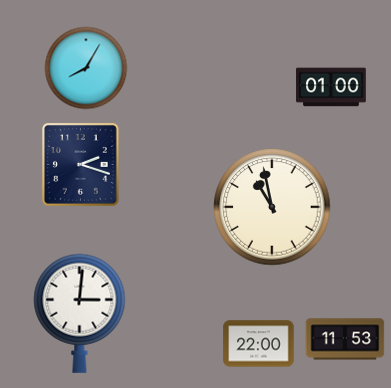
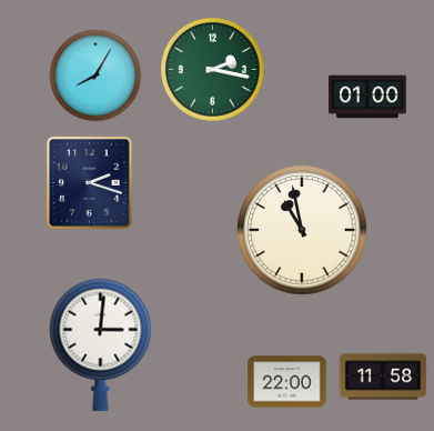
clock at (213, 70): none -> 2:17
clock at (80, 313) position: (80, 313) -> (101, 344)
clock at (345, 339): 11:53 -> 11:58
